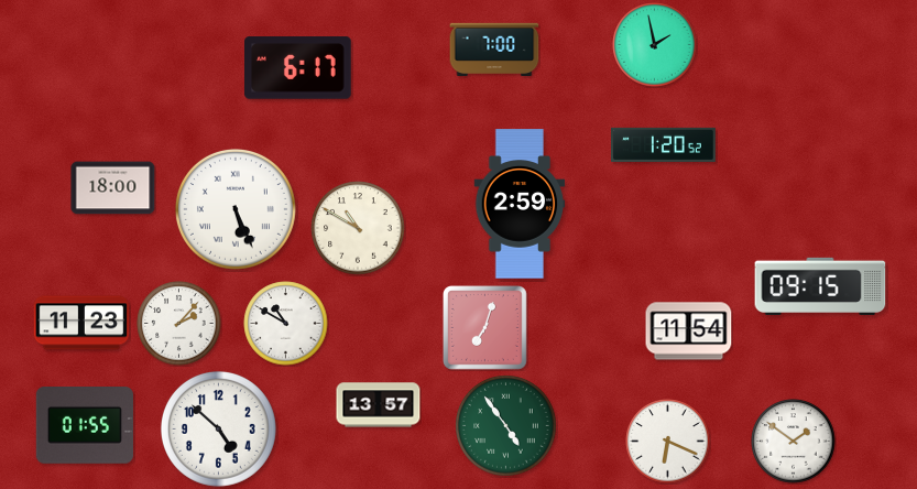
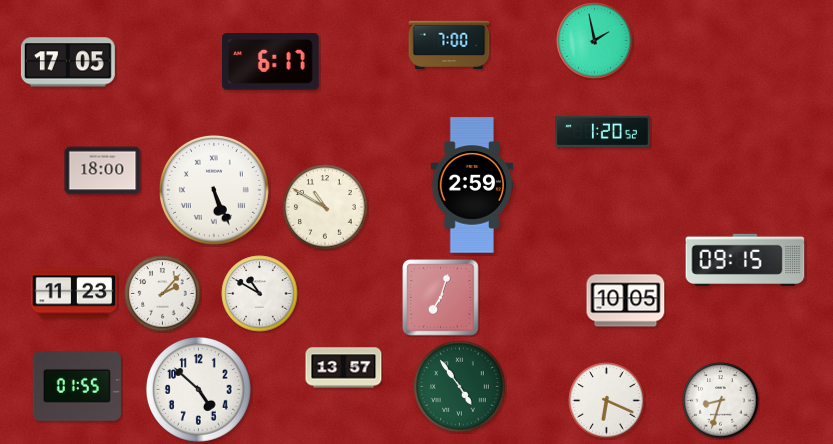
clock at (68, 62): none -> 17:05
clock at (689, 332): 11:54 -> 10:05
clock at (794, 442): 1:51 -> 8:33
